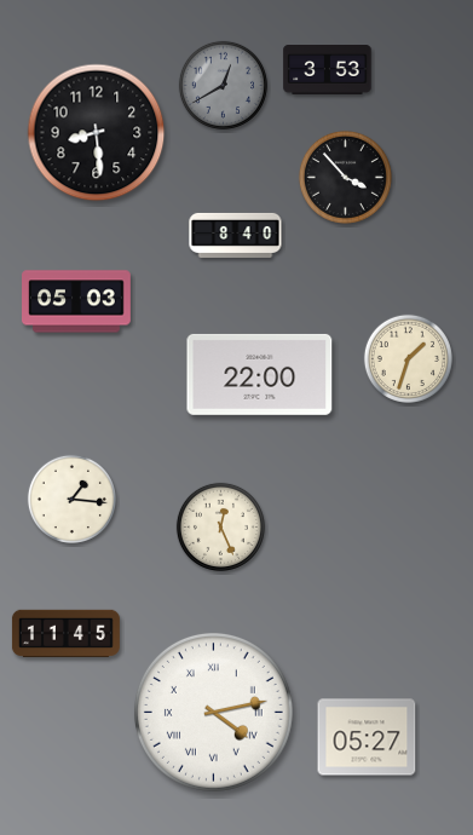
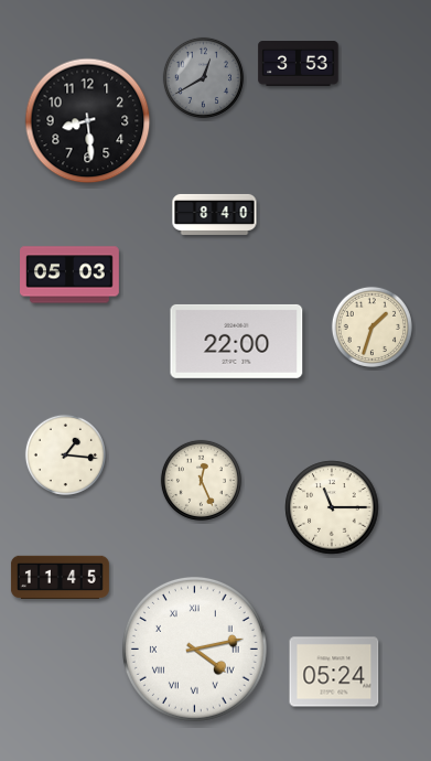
clock at (345, 177): 3:53 -> none
clock at (332, 507): none -> 11:15
clock at (367, 737): 05:27 -> 05:24
